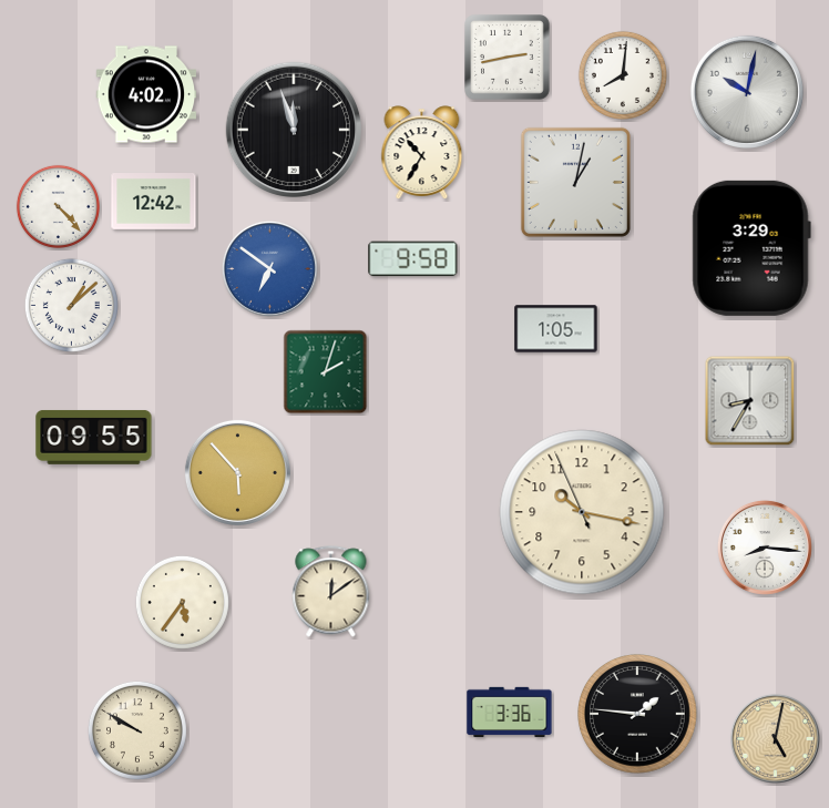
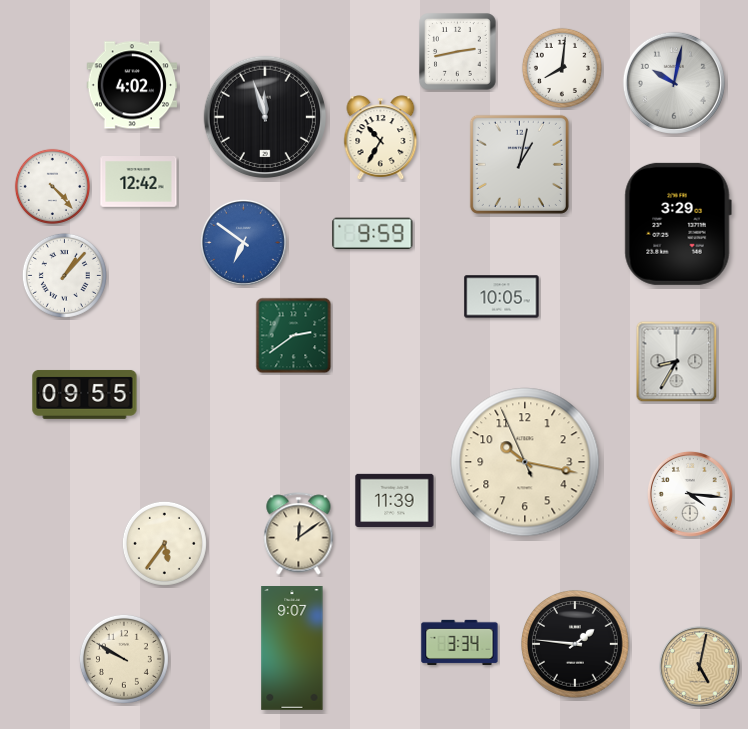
clock at (413, 259): 9:58 -> 9:59
clock at (71, 305): 1:08 -> 1:07
clock at (556, 329): 1:05 -> 10:05
clock at (326, 372): 2:03 -> 2:39
clock at (237, 472): 5:53 -> none
clock at (765, 548): 8:16 -> 4:16
clock at (395, 500): none -> 11:39
clock at (510, 712): 3:36 -> 3:34
clock at (292, 649): none -> 9:07
